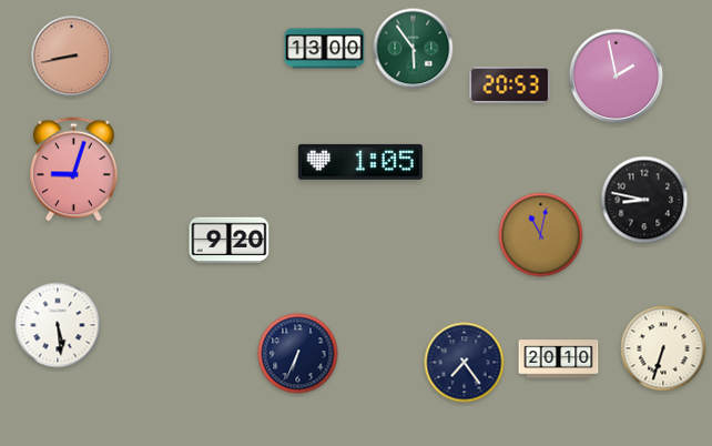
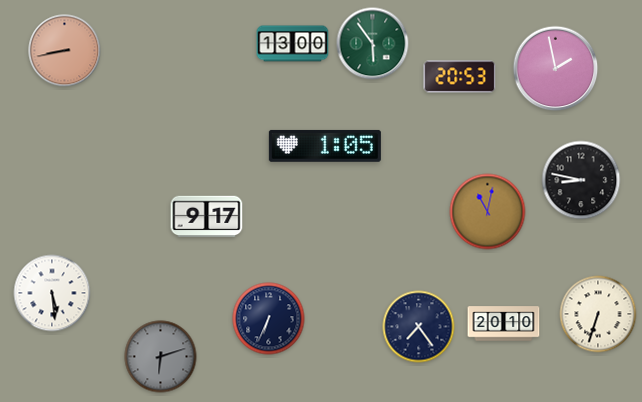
clock at (73, 170): 9:03 -> none
clock at (230, 241): 9:20 -> 9:17
clock at (161, 357): none -> 6:12
